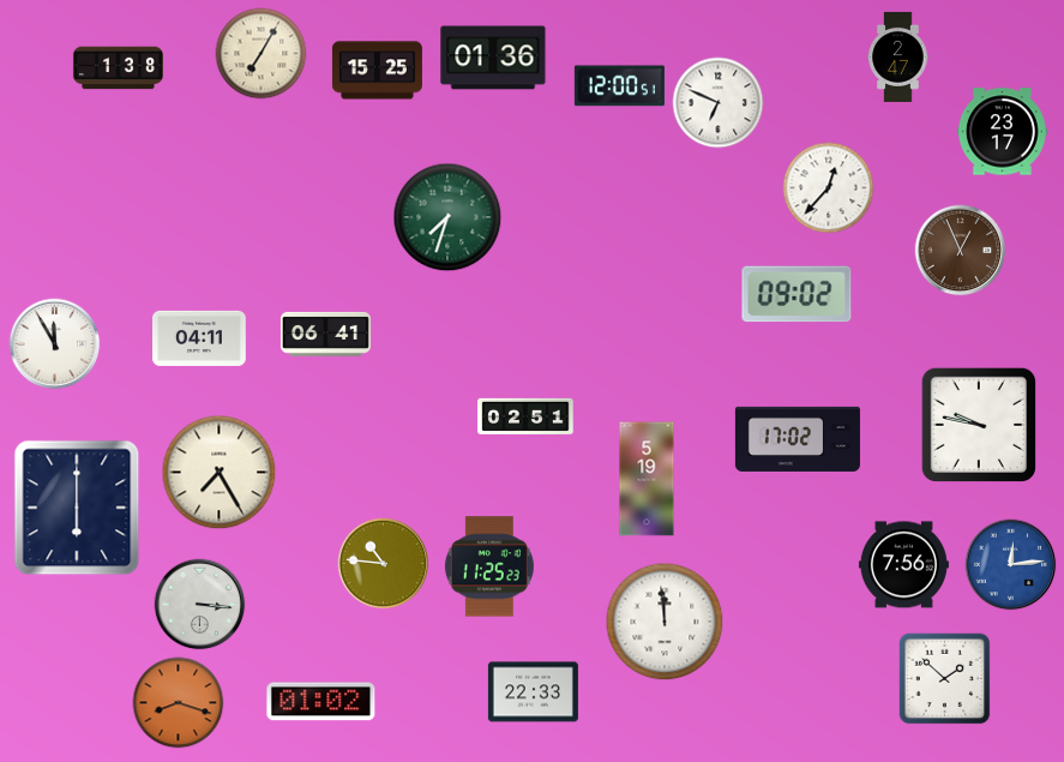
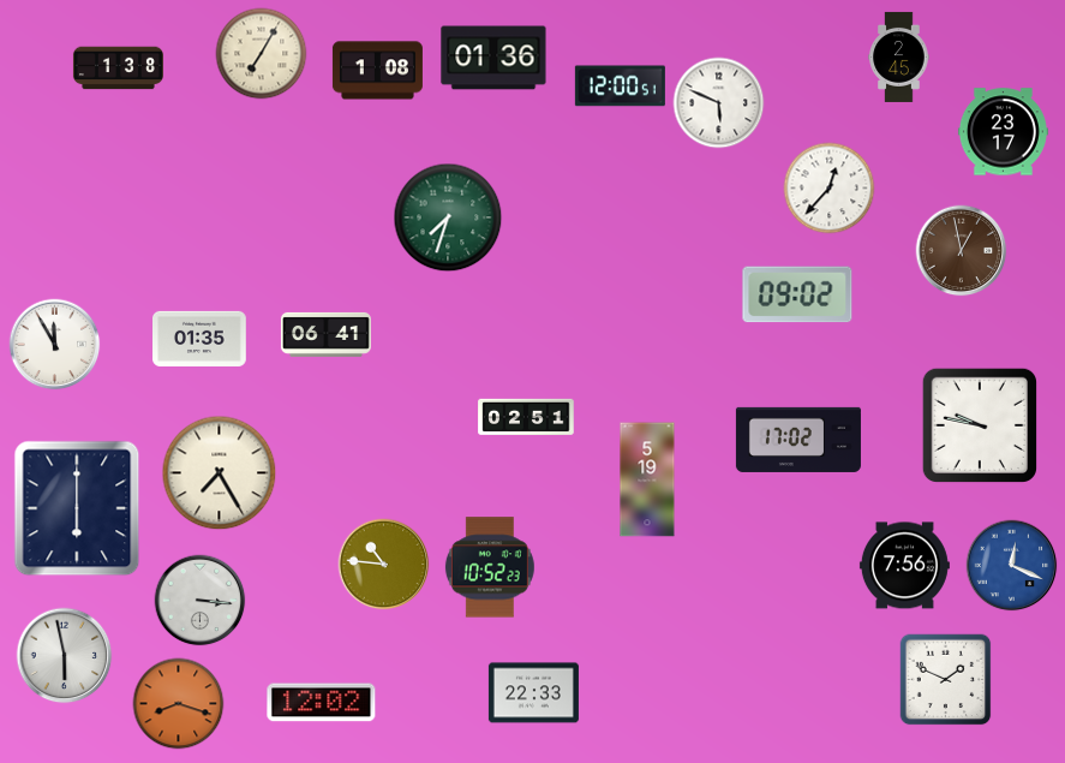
clock at (898, 56): 2:47 -> 2:45
clock at (377, 71): 15:25 -> 1:08
clock at (719, 103): 6:49 -> 5:49
clock at (961, 251): 12:56 -> 12:58
clock at (200, 338): 04:11 -> 01:35
clock at (1011, 565): 12:14 -> 12:19
clock at (489, 566): 11:25 -> 10:52
clock at (200, 605) position: (200, 605) -> (201, 601)
clock at (665, 622): 11:59 -> none
clock at (65, 656): none -> 5:58
clock at (945, 679): 1:52 -> 1:49
clock at (321, 702): 01:02 -> 12:02
